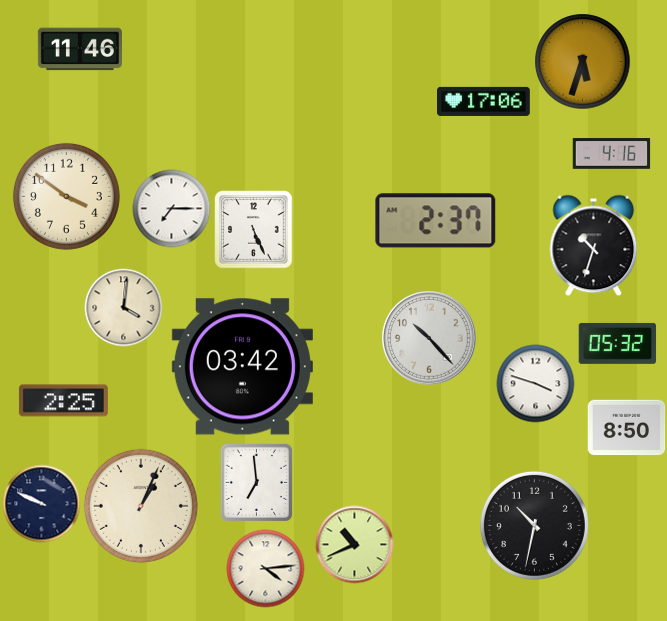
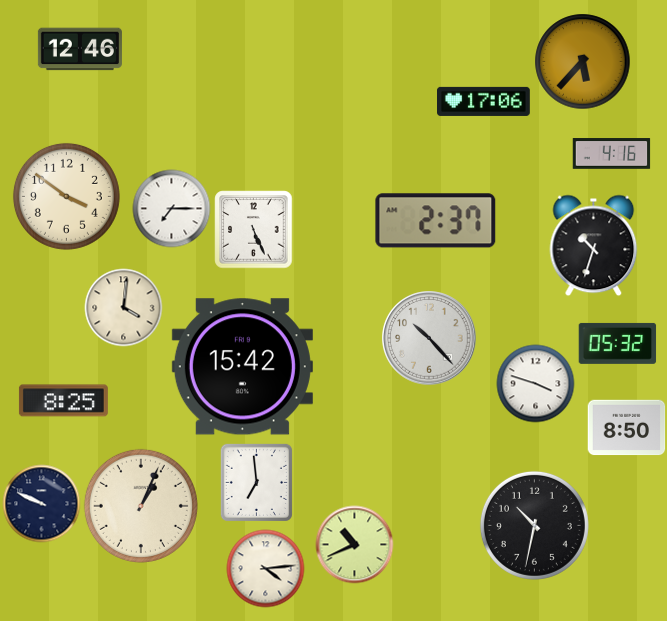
clock at (80, 49): 11:46 -> 12:46
clock at (582, 61): 5:33 -> 5:37
clock at (242, 367): 03:42 -> 15:42
clock at (63, 401): 2:25 -> 8:25
